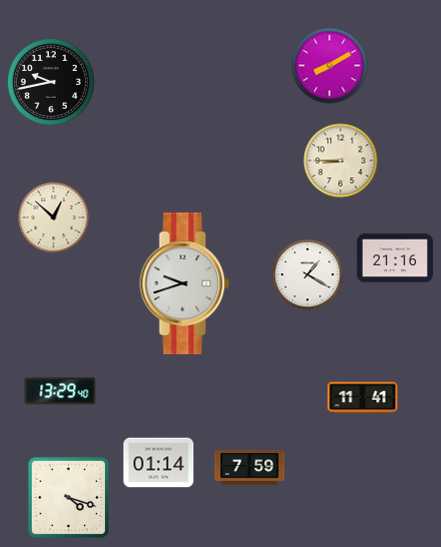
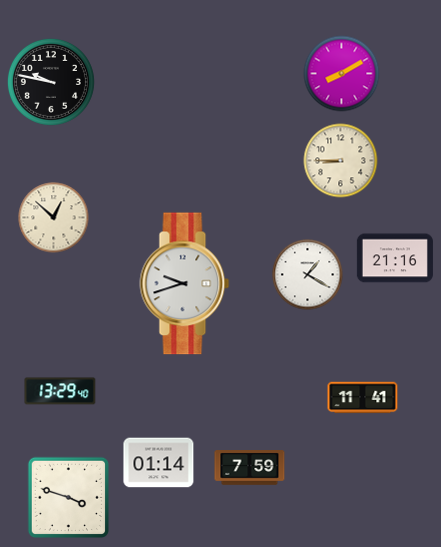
clock at (330, 66) position: (330, 66) -> (342, 74)
clock at (51, 82): 9:43 -> 9:47
clock at (68, 497): 4:18 -> 3:48
